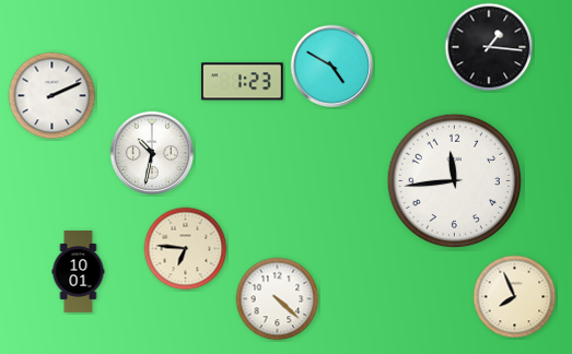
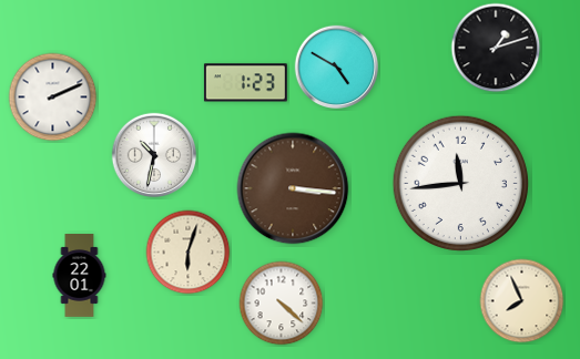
clock at (489, 47): 1:16 -> 1:12
clock at (293, 188): none -> 3:16
clock at (186, 249): 6:46 -> 6:03
clock at (79, 272): 10:01 -> 22:01
